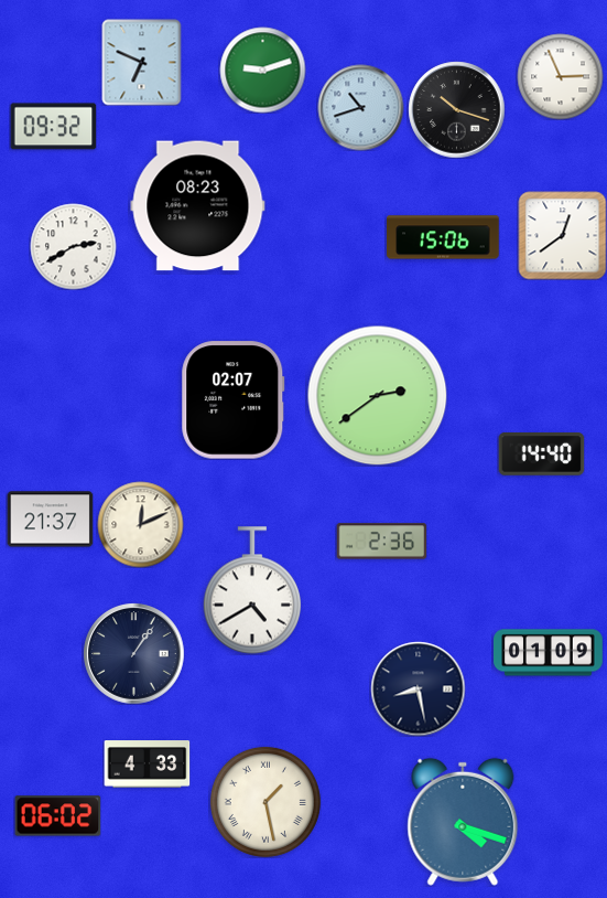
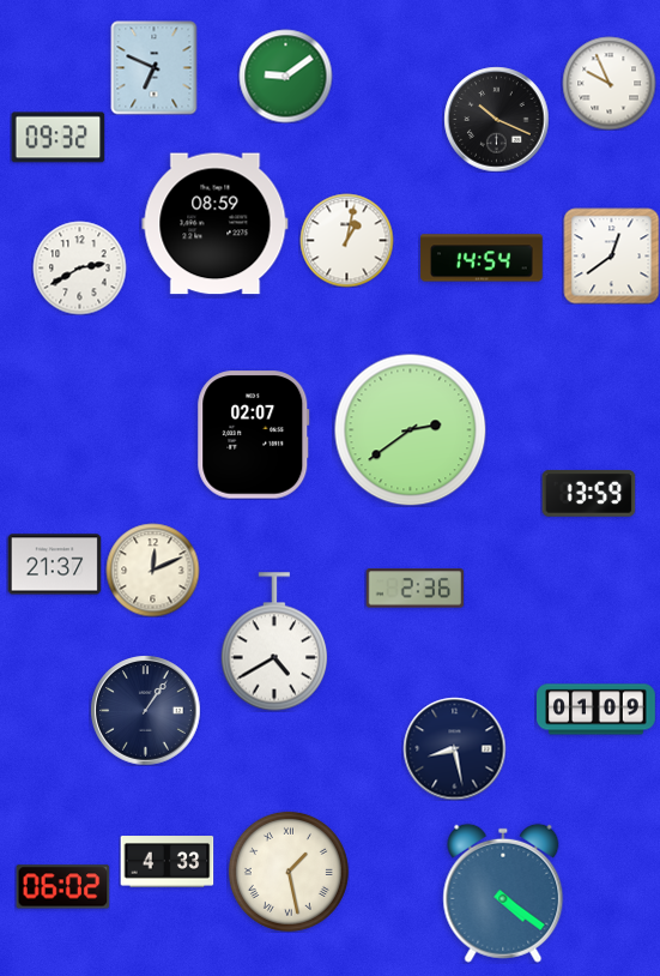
clock at (262, 70): 9:12 -> 9:09
clock at (560, 76): 2:56 -> 9:56
clock at (360, 107): 10:42 -> none
clock at (456, 109): 10:18 -> 10:19
clock at (198, 206): 08:23 -> 08:59
clock at (346, 240): none -> 1:02
clock at (443, 237): 15:06 -> 14:54
clock at (541, 455): 14:40 -> 13:59
clock at (147, 765) position: (147, 765) -> (166, 862)
clock at (463, 822): 4:18 -> 4:21
